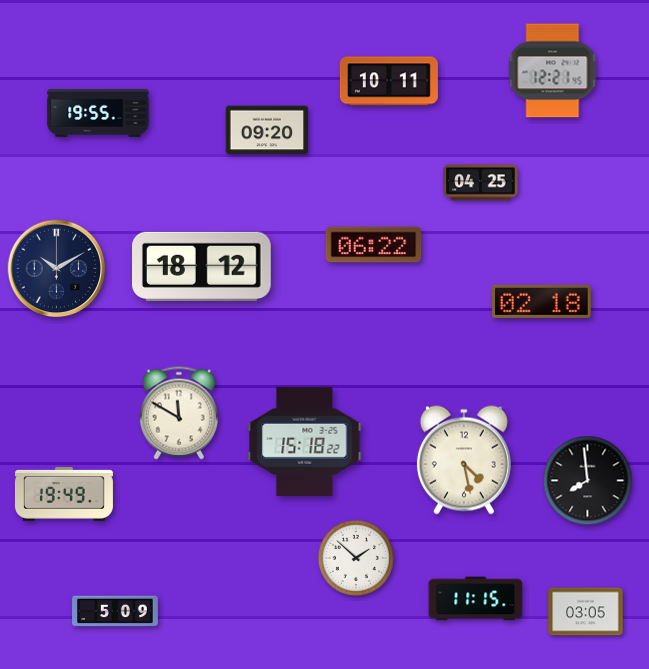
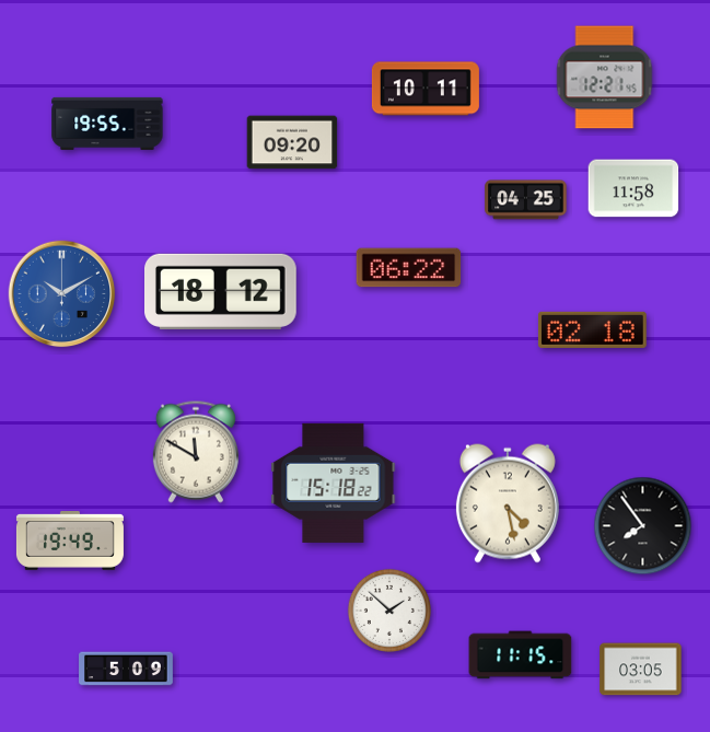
clock at (633, 188): none -> 11:58
clock at (57, 269) dial: navy -> blue
clock at (588, 481): 7:59 -> 7:54
